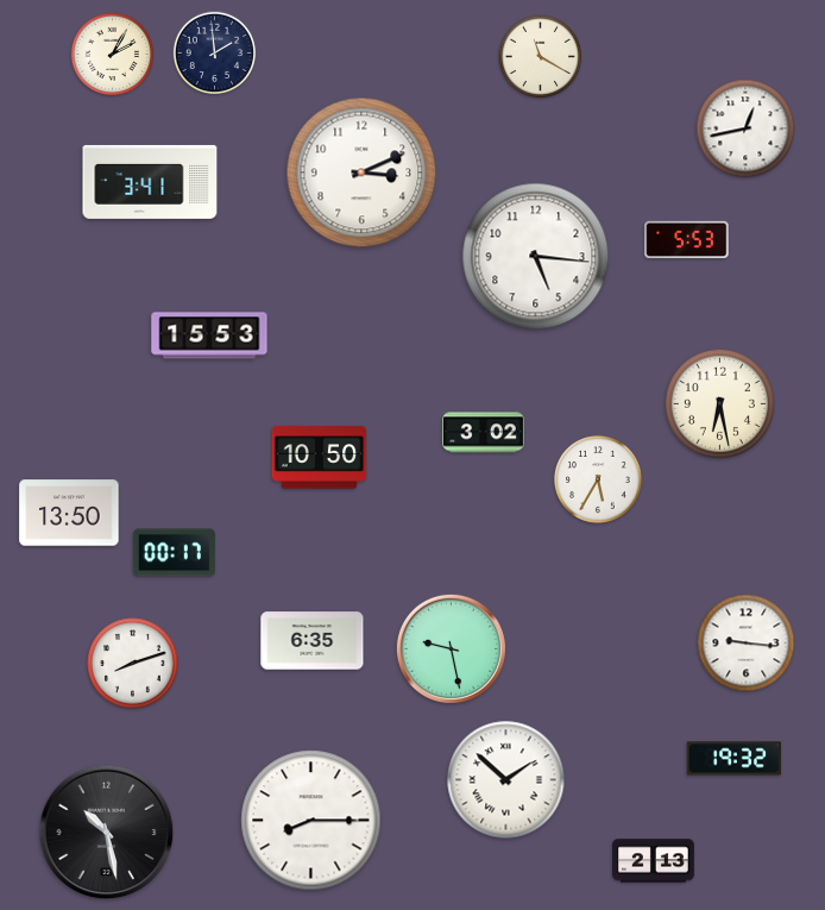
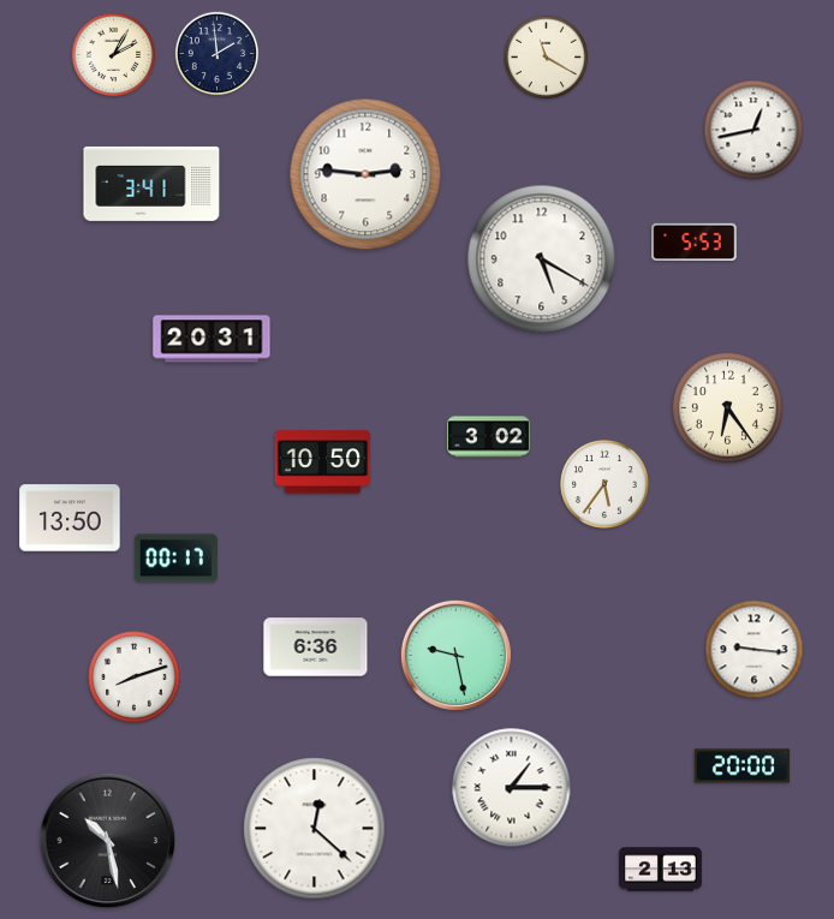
clock at (361, 172): 3:11 -> 2:46
clock at (536, 257): 5:16 -> 5:20
clock at (209, 335): 15:53 -> 20:31
clock at (719, 403): 6:28 -> 6:24
clock at (598, 479): 5:35 -> 5:36
clock at (313, 641): 6:35 -> 6:36
clock at (133, 664) position: (133, 664) -> (135, 678)
clock at (735, 759): 19:32 -> 20:00
clock at (506, 780): 1:52 -> 1:15
clock at (311, 821): 8:15 -> 12:22
